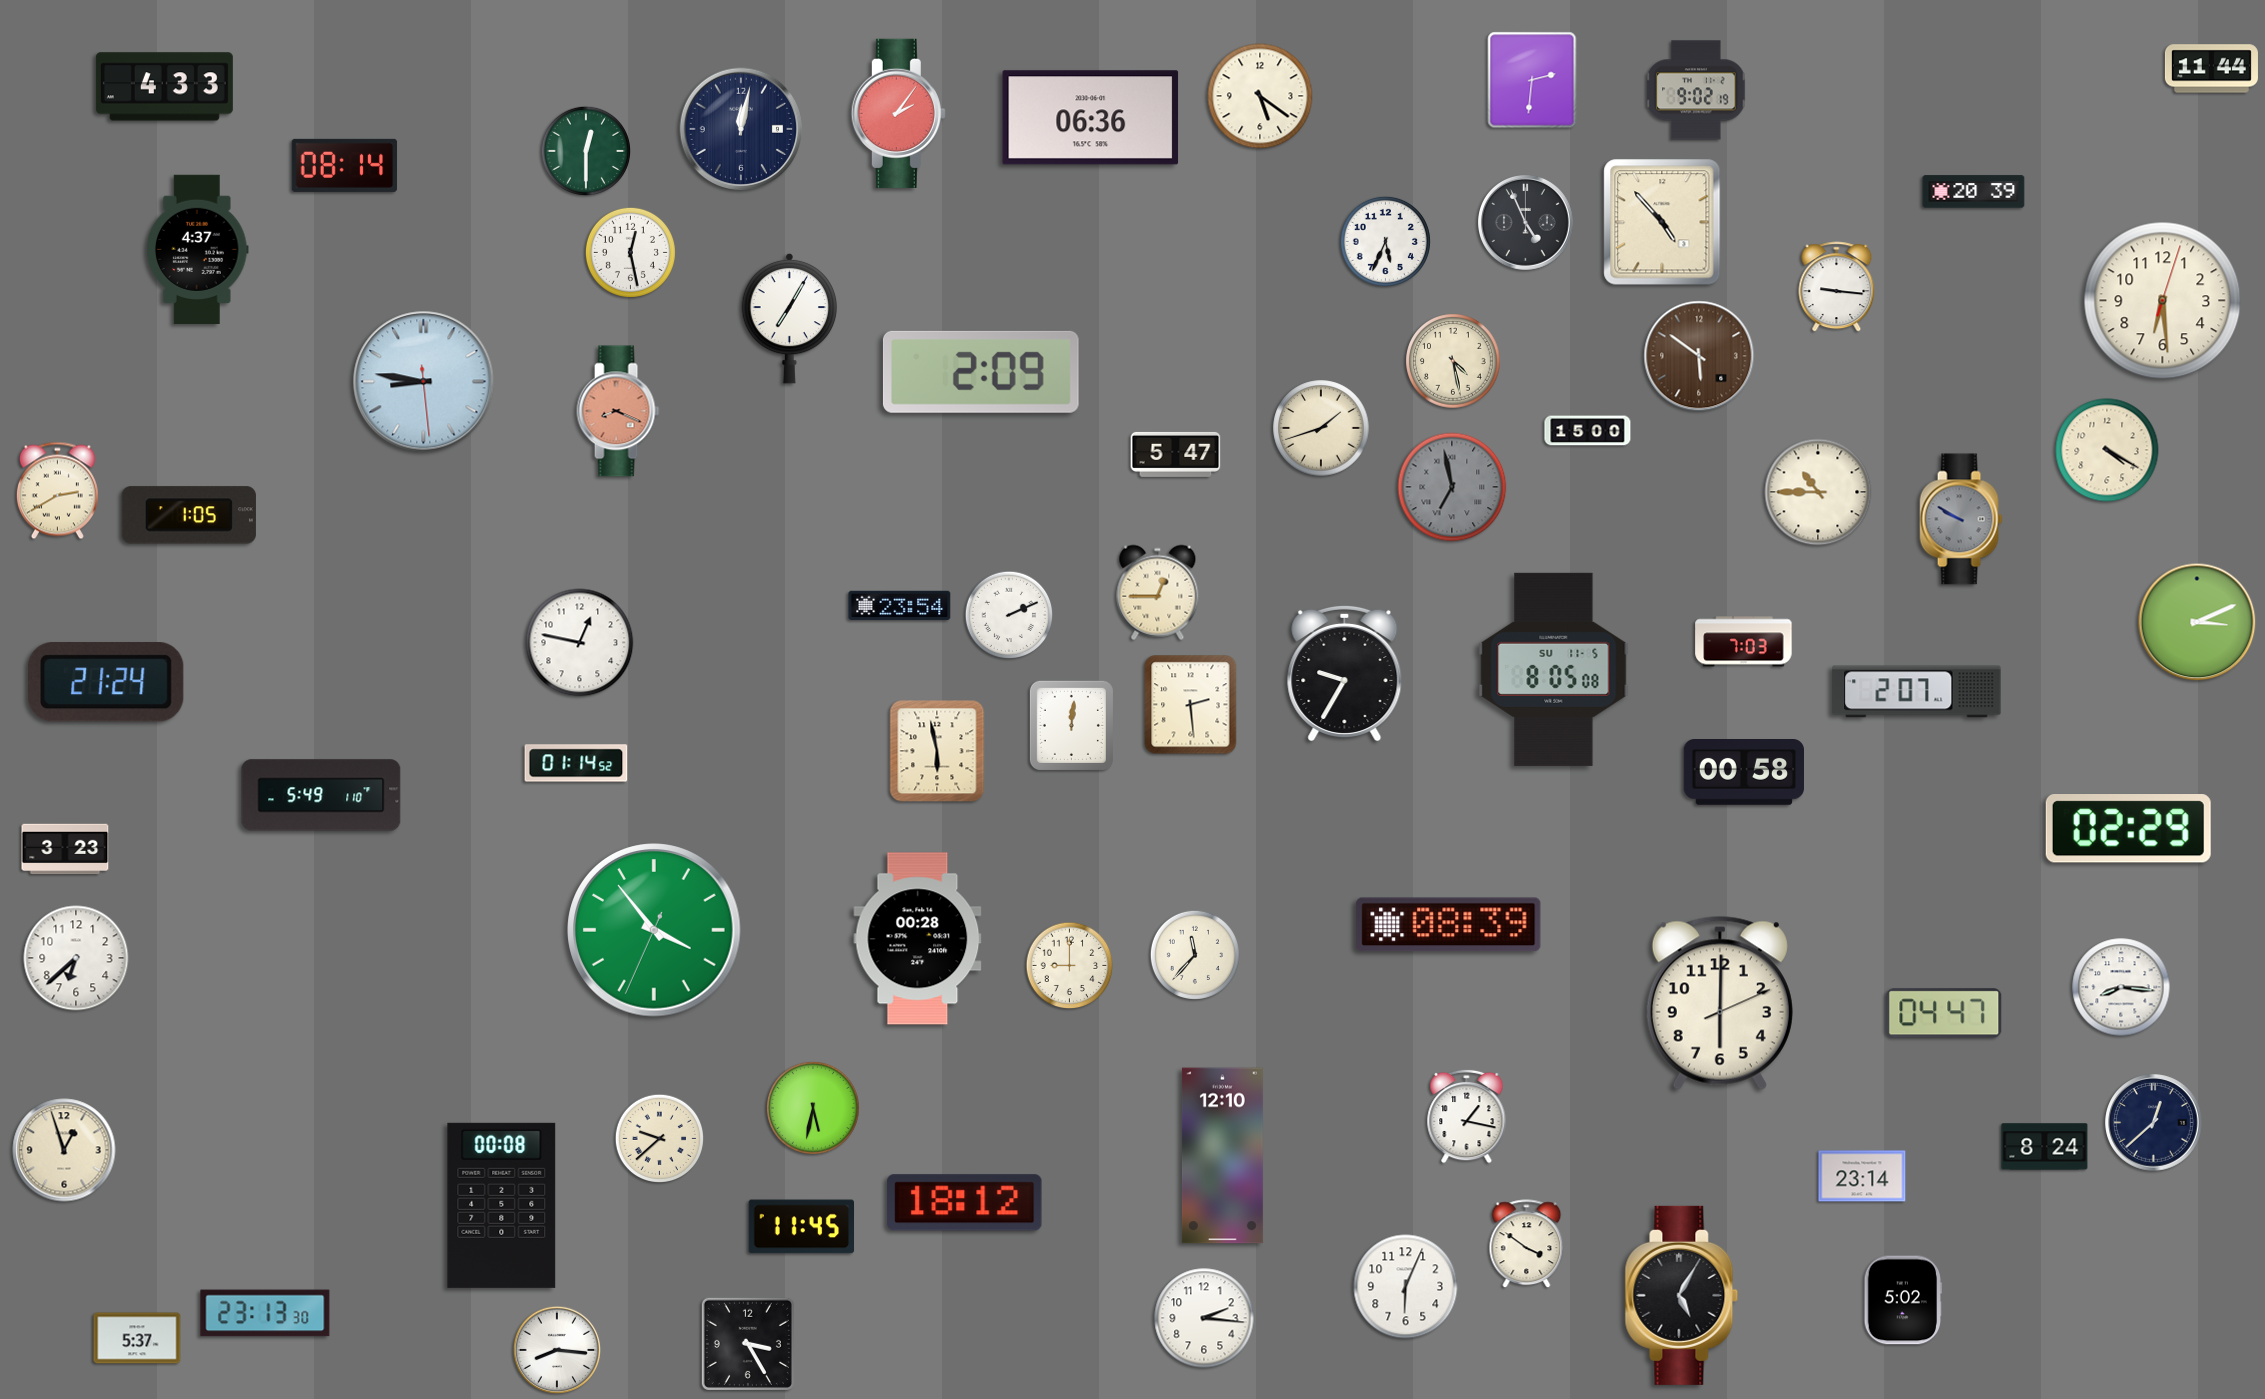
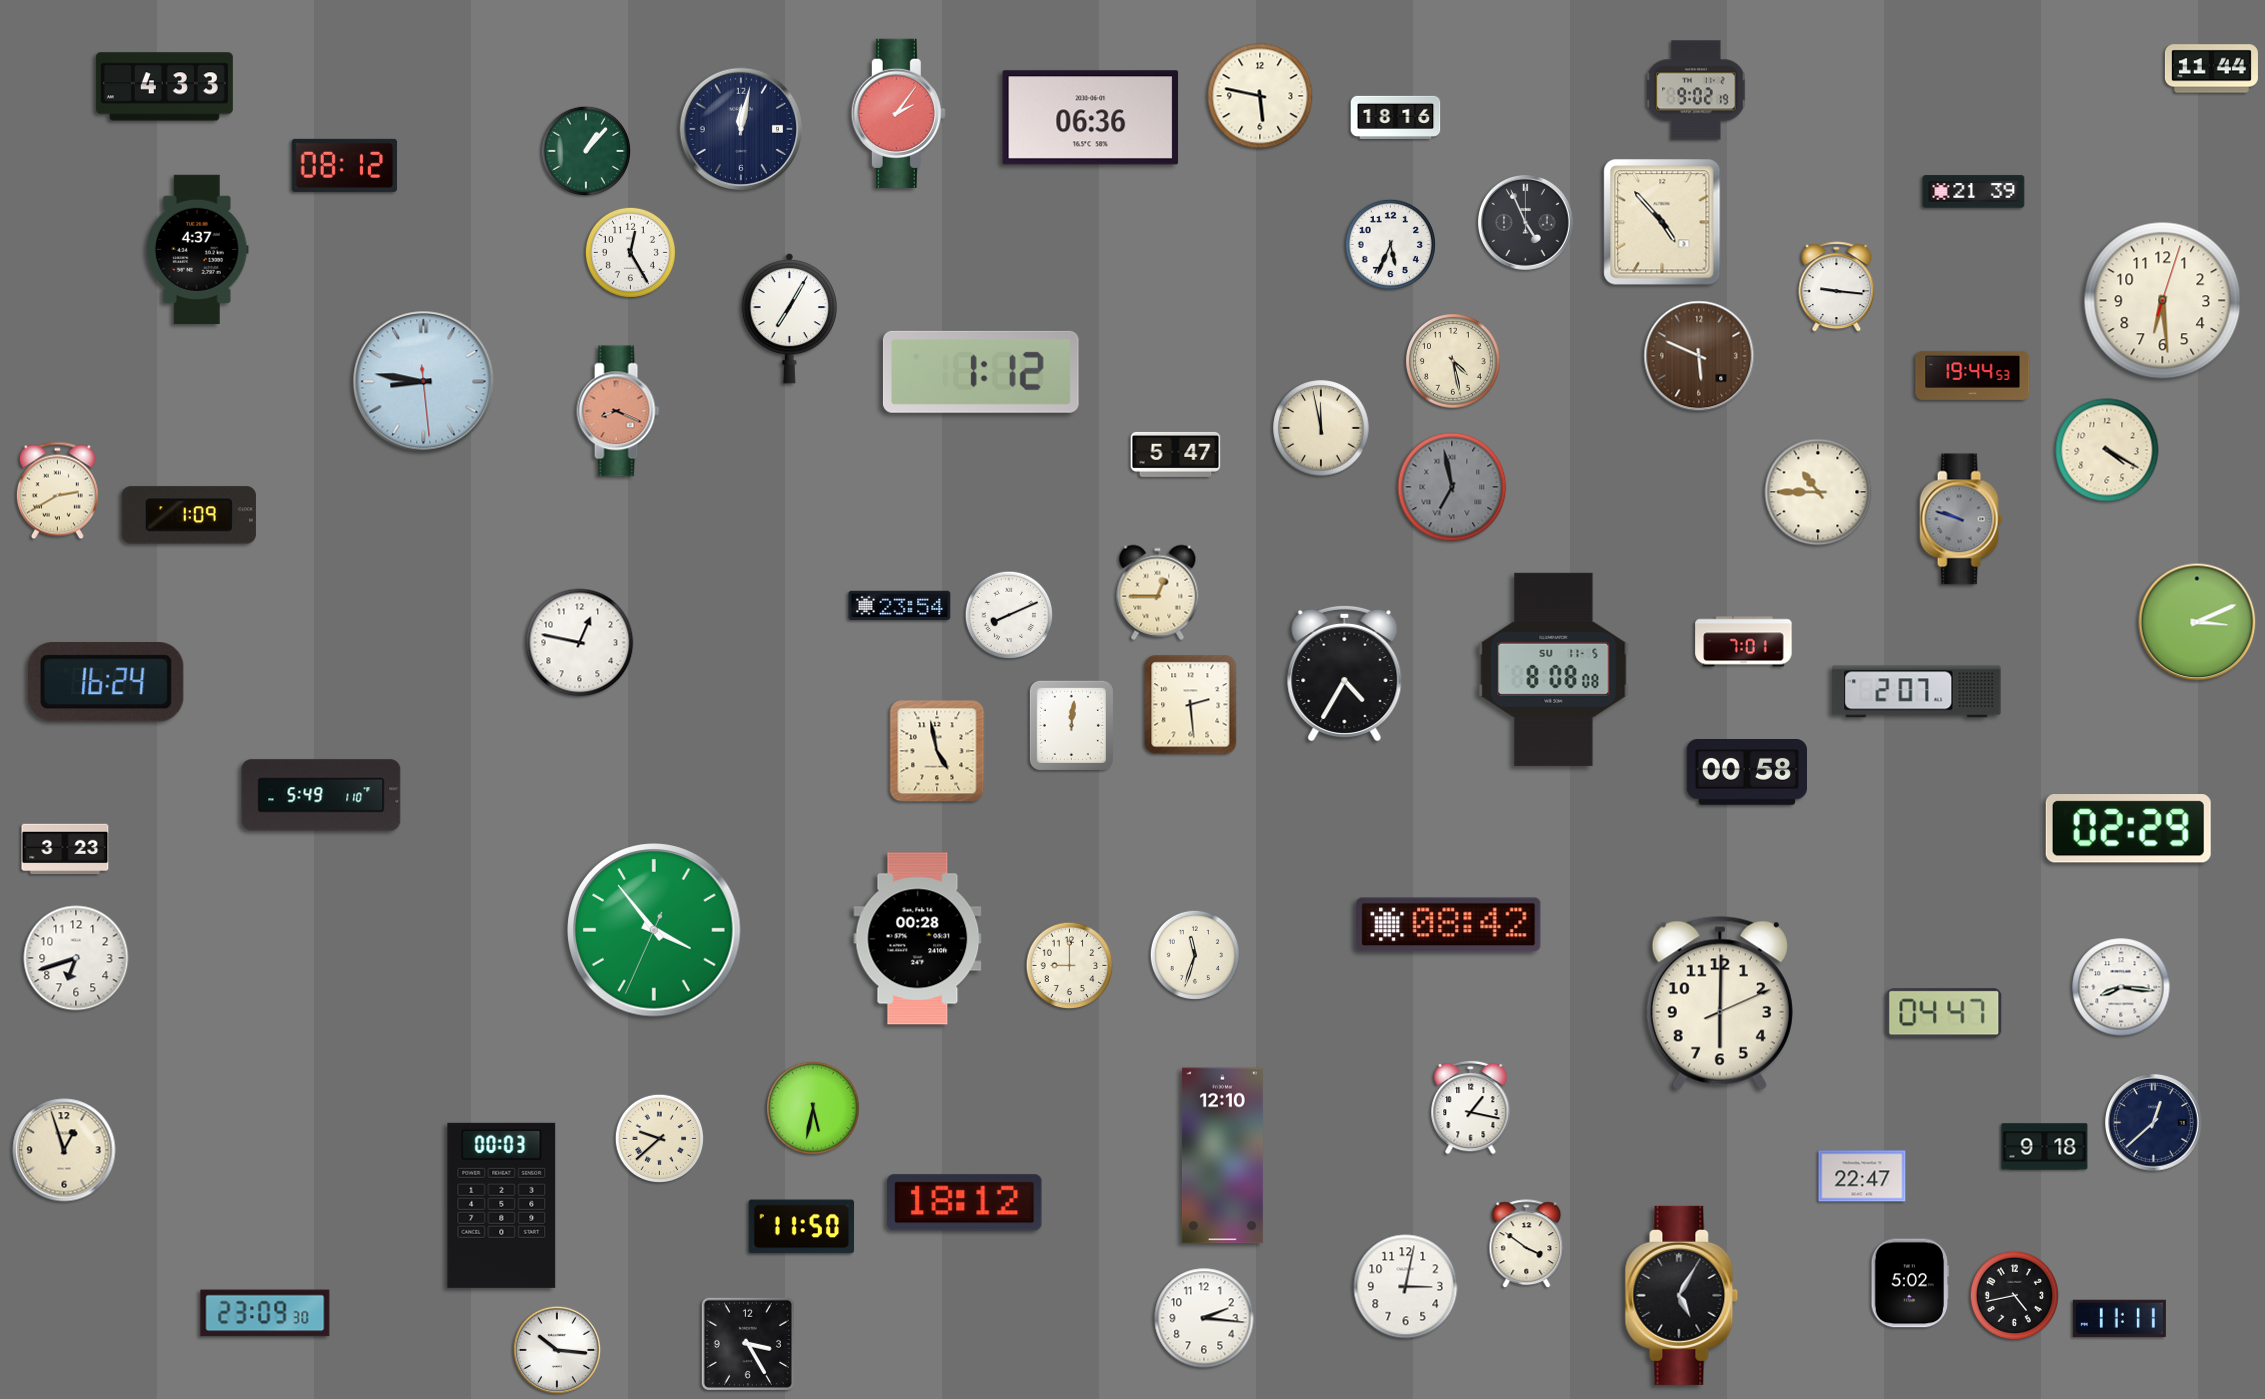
clock at (1532, 80): 2:31 -> none
clock at (1260, 96): 5:21 -> 5:47
clock at (1396, 117): none -> 18:16
clock at (586, 151): 12:30 -> 1:07
clock at (345, 165): 08:14 -> 08:12
clock at (1974, 192): 20:39 -> 21:39
clock at (1385, 241) position: (1385, 241) -> (1390, 244)
clock at (630, 252): 12:28 -> 12:25
clock at (1699, 356): 5:51 -> 5:49
clock at (981, 372): 2:09 -> 1:12
clock at (1973, 375): none -> 19:44
clock at (1321, 428): 1:42 -> 11:58
clock at (1588, 431): 15:00 -> none
clock at (189, 515): 1:05 -> 1:09
clock at (1961, 519): 9:50 -> 9:48
clock at (1009, 615): 2:11 -> 8:11
clock at (1744, 642): 7:03 -> 7:01
clock at (1554, 669): 8:05 -> 8:08
clock at (1345, 673): 9:35 -> 4:35
clock at (107, 682): 21:24 -> 16:24
clock at (937, 751): 5:58 -> 4:58
clock at (576, 763): 01:14 -> none
clock at (1743, 773) position: (1743, 773) -> (1746, 773)
clock at (1449, 925): 08:39 -> 08:42
clock at (1195, 955): 11:37 -> 11:33
clock at (76, 958): 6:38 -> 6:42
clock at (1467, 1116) position: (1467, 1116) -> (1471, 1107)
clock at (2045, 1147): 8:24 -> 9:18
clock at (1862, 1176): 23:14 -> 22:47
clock at (502, 1205): 00:08 -> 00:03
clock at (802, 1227): 11:45 -> 11:50
clock at (1406, 1287): 6:04 -> 3:02
clock at (2015, 1296): none -> 4:43
clock at (1902, 1300) position: (1902, 1300) -> (1909, 1283)
clock at (265, 1313): 23:13 -> 23:09
clock at (2119, 1318): none -> 11:11
clock at (137, 1338): 5:37 -> none
clock at (557, 1350): 8:16 -> 10:16
